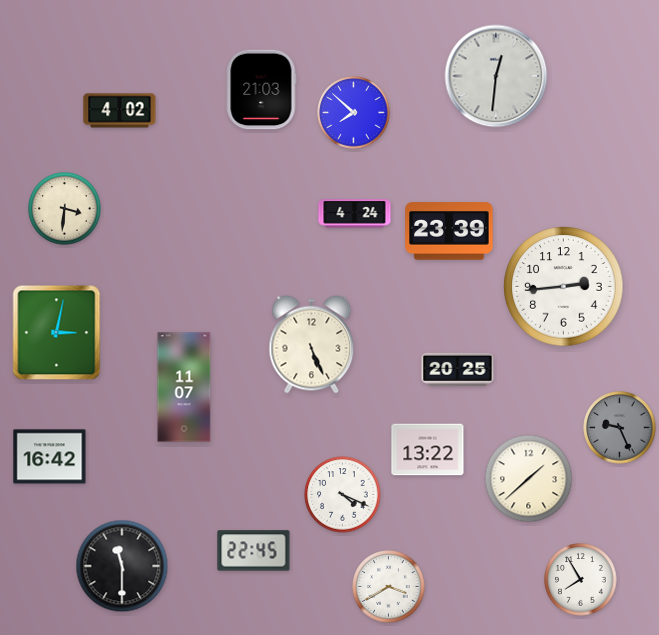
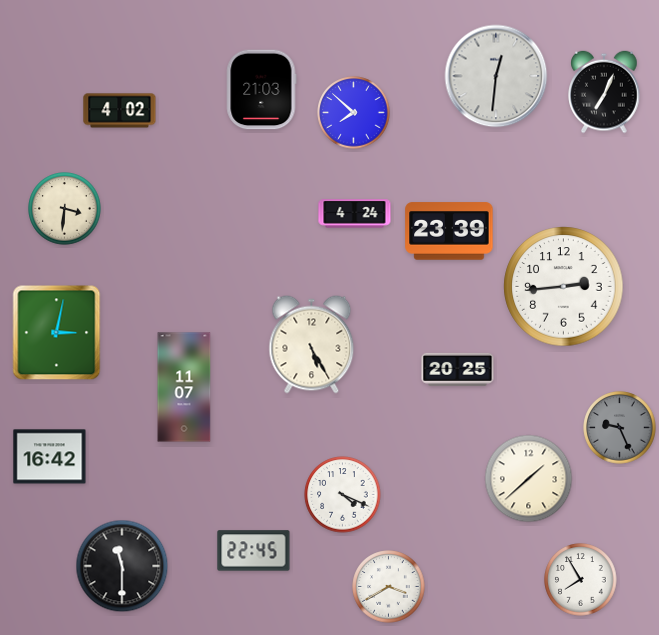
clock at (604, 92): none -> 7:04
clock at (312, 345): 5:26 -> 5:25
clock at (428, 450): 13:22 -> none
